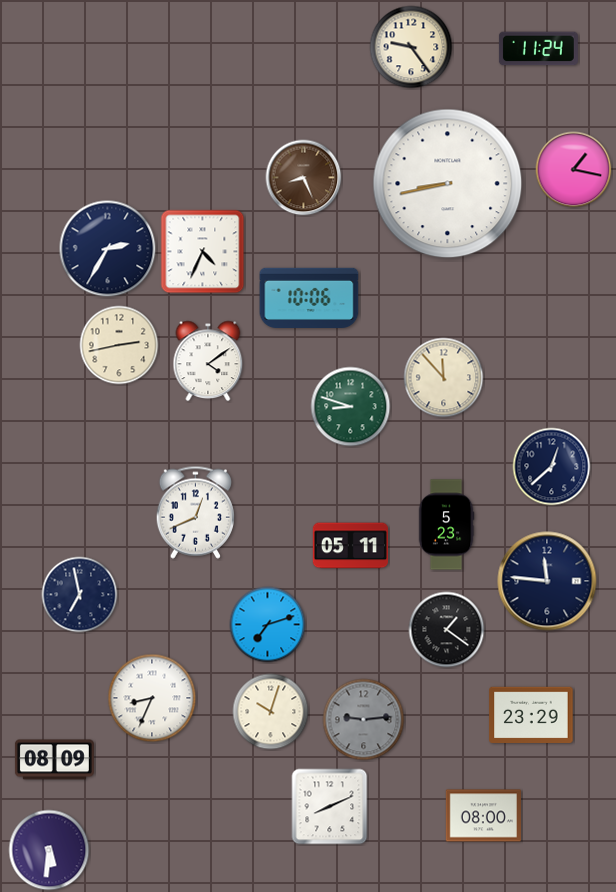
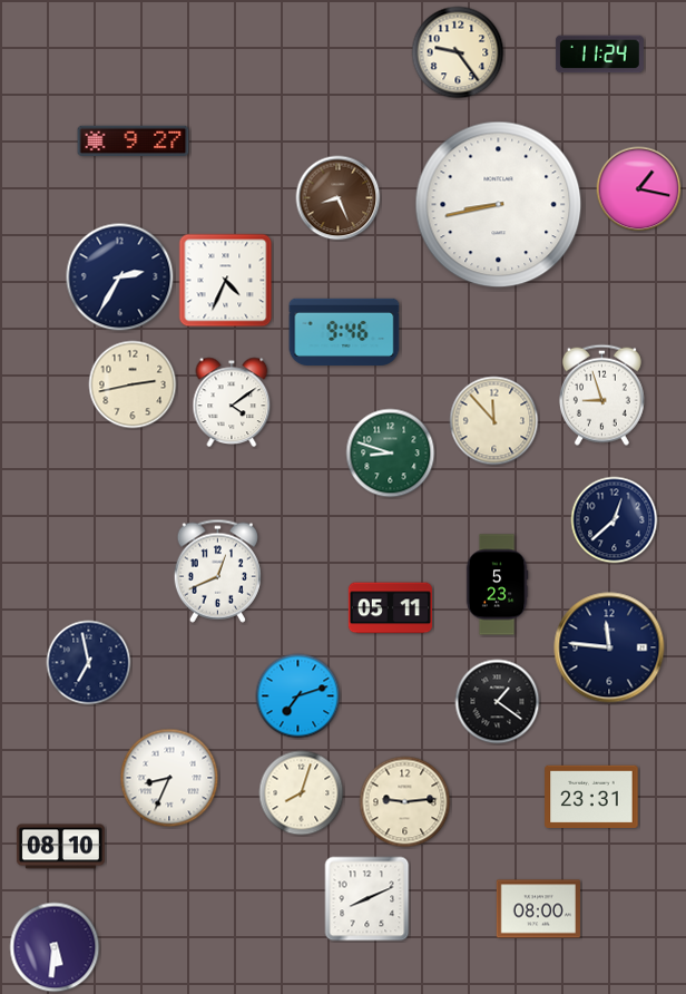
clock at (134, 142): none -> 9:27
clock at (309, 297): 10:06 -> 9:46
clock at (601, 394): none -> 8:57
clock at (271, 712): 10:03 -> 8:03
clock at (531, 714): 23:29 -> 23:31
clock at (364, 720) dial: grey -> cream
clock at (54, 760): 08:09 -> 08:10
